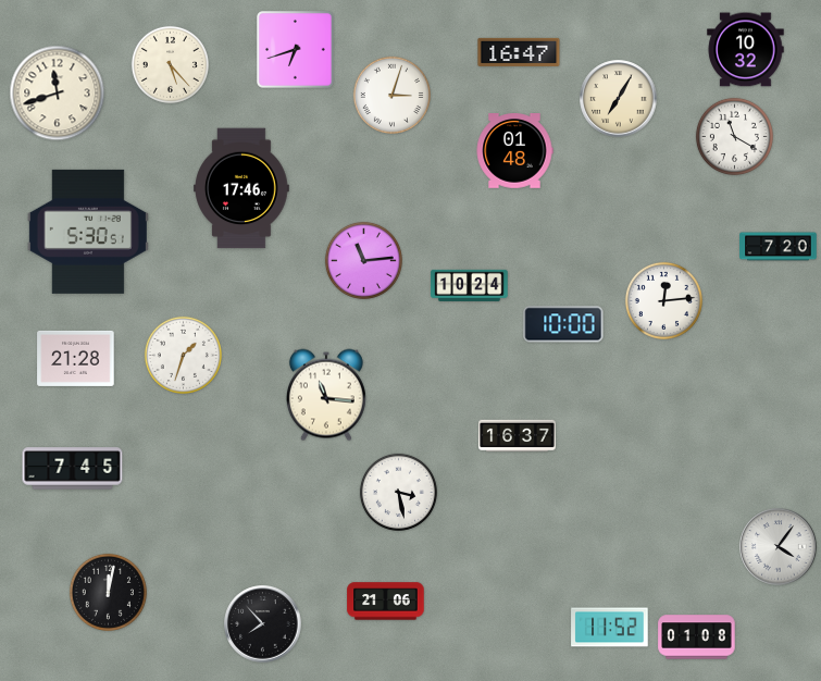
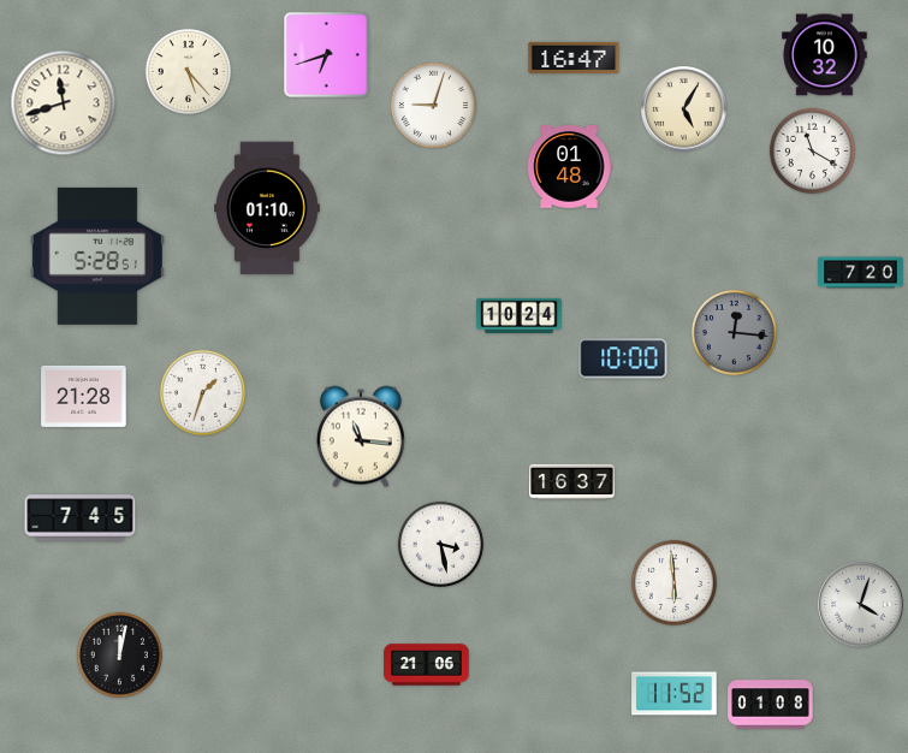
clock at (391, 95): 3:03 -> 9:03
clock at (619, 99): 7:05 -> 5:05
clock at (242, 188): 17:46 -> 01:10
clock at (88, 232): 5:30 -> 5:28
clock at (363, 260): 11:14 -> none
clock at (663, 300): 12:14 -> 12:16
clock at (663, 300) dial: white -> grey
clock at (673, 582): none -> 5:59
clock at (779, 547): 4:06 -> 4:03
clock at (263, 624): 7:53 -> none
